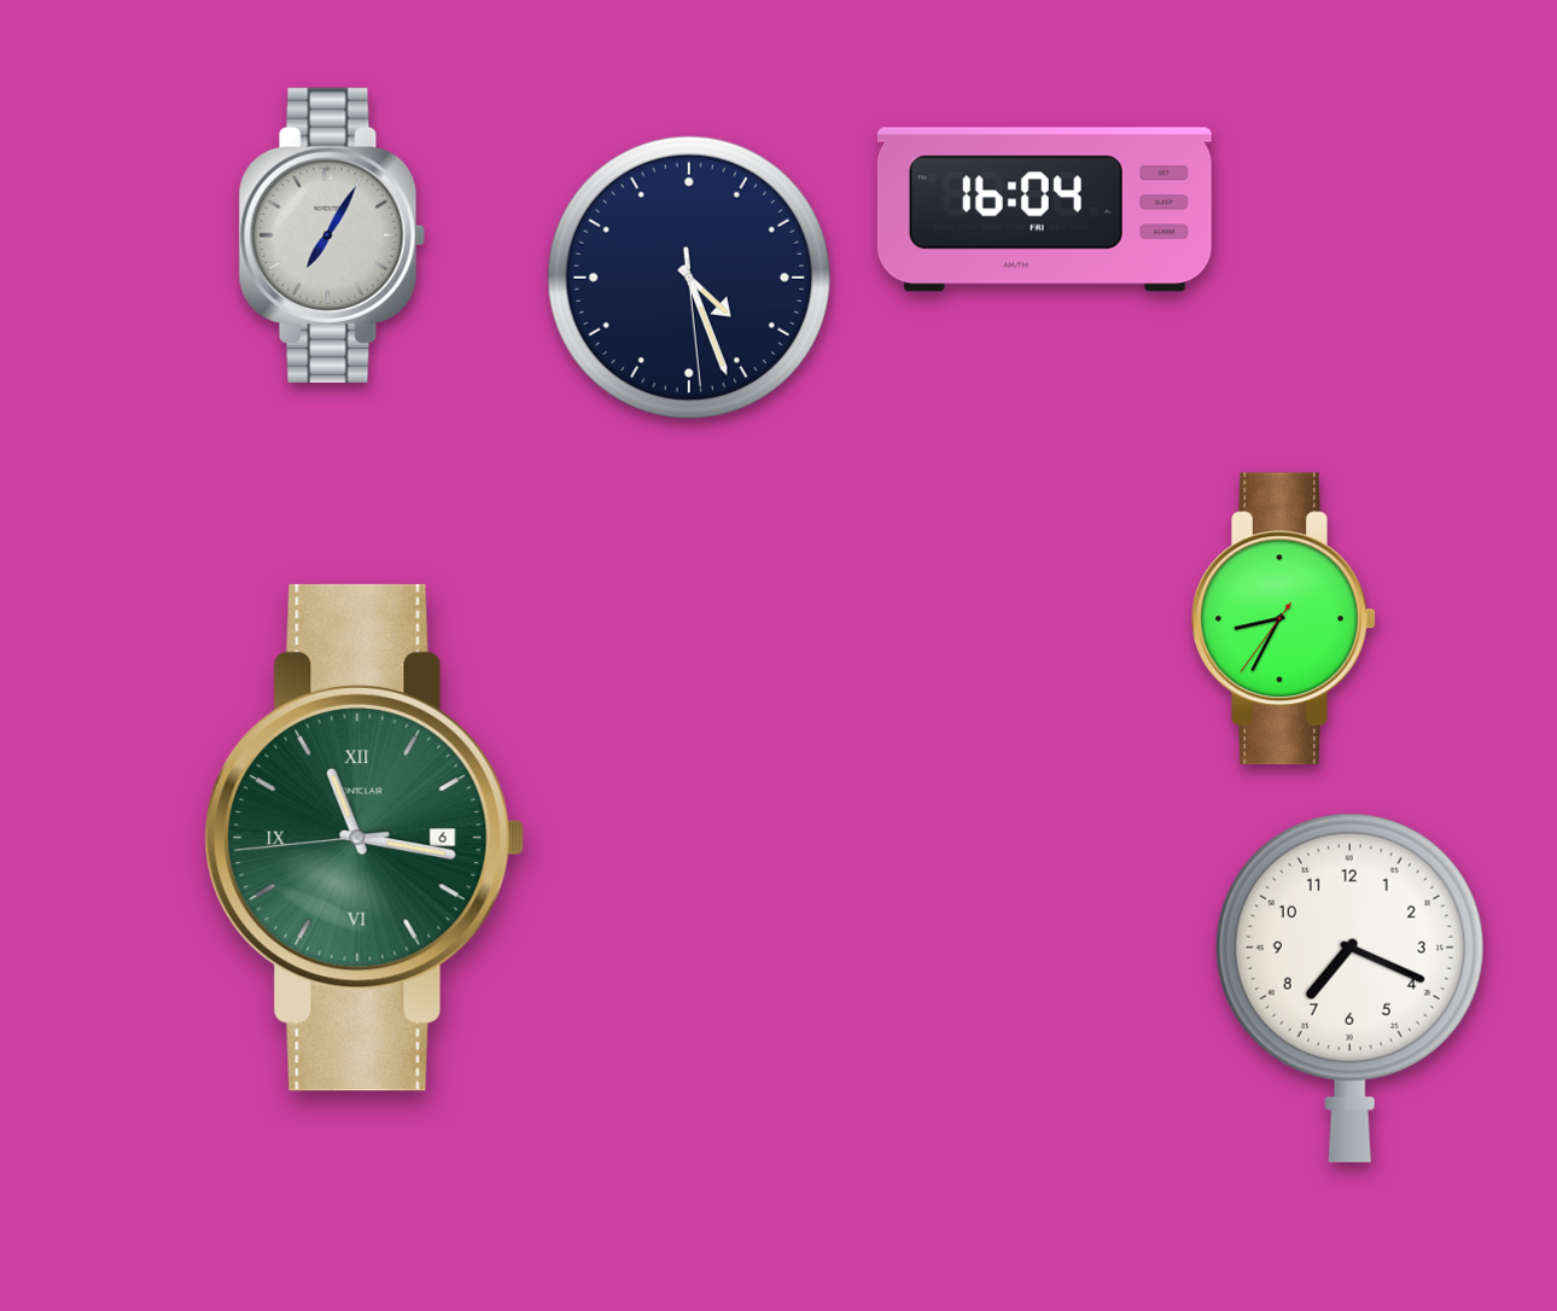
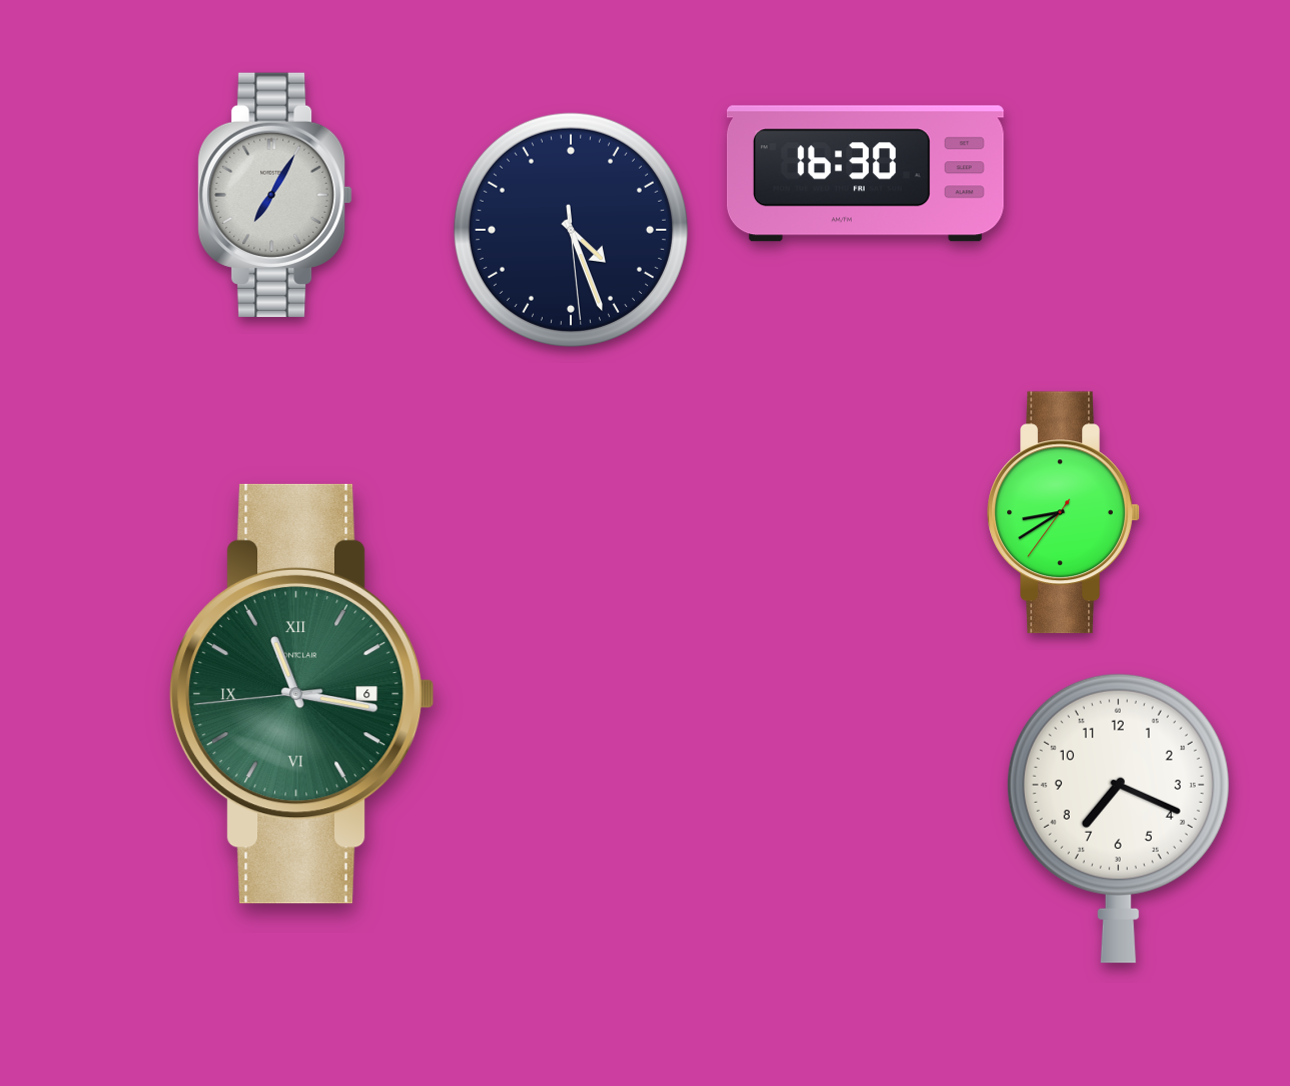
clock at (1044, 210): 16:04 -> 16:30
clock at (1284, 619): 8:34 -> 8:39
